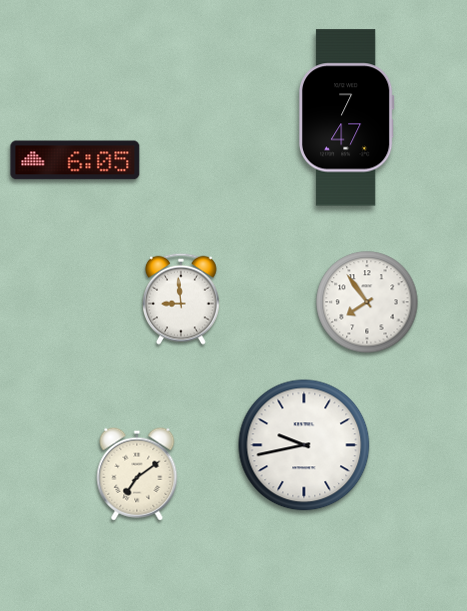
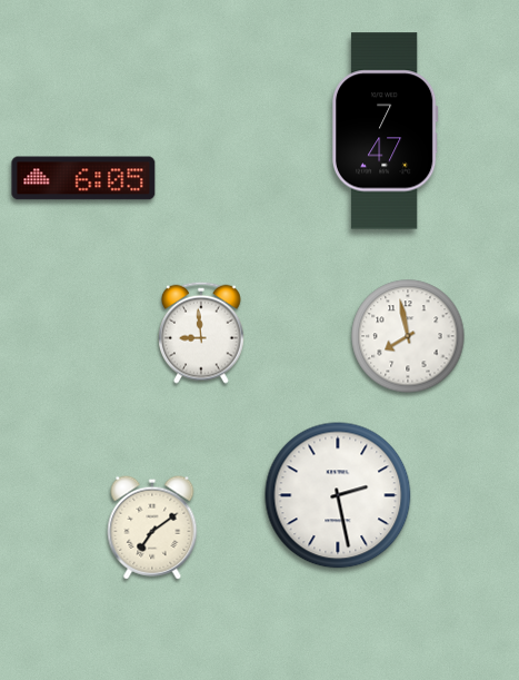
clock at (367, 302): 7:54 -> 7:58
clock at (304, 445): 9:43 -> 2:28
